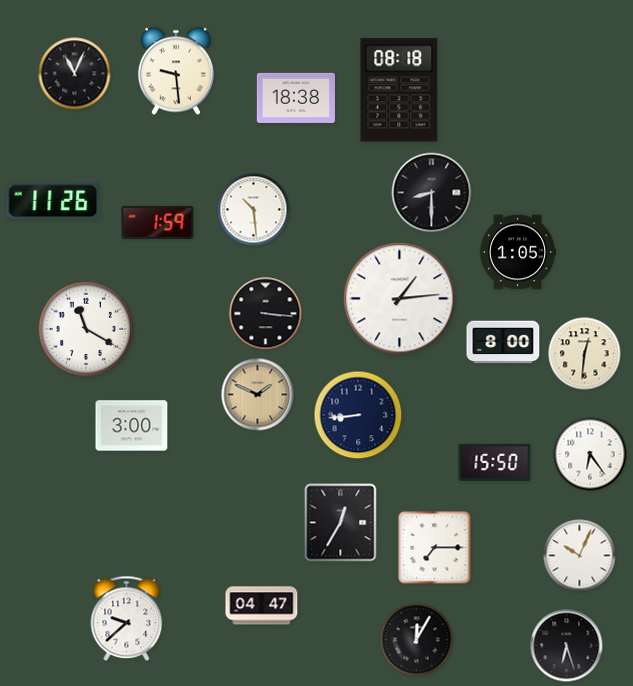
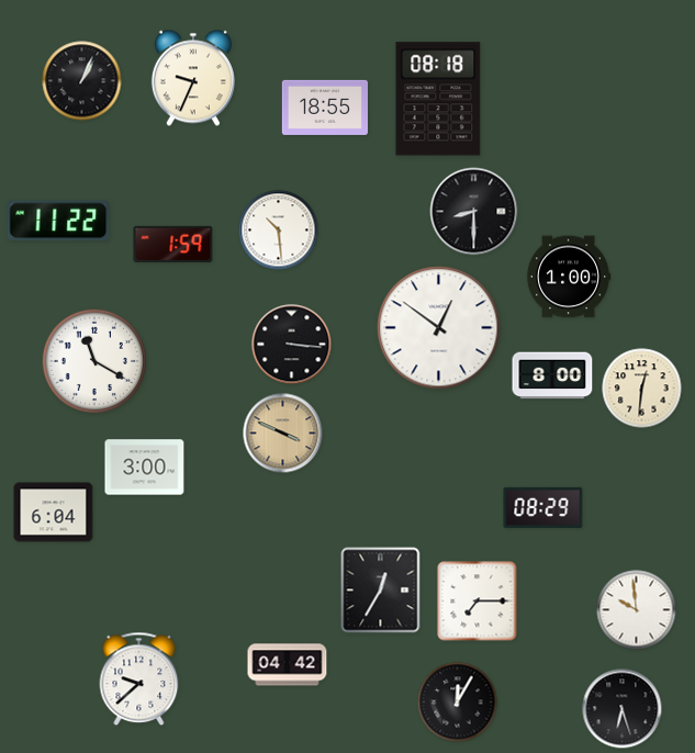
clock at (176, 71): 9:29 -> 9:34
clock at (75, 74): 11:04 -> 1:04
clock at (296, 98): 18:38 -> 18:55
clock at (53, 201): 11:26 -> 11:22
clock at (518, 252): 1:05 -> 1:00
clock at (400, 299): 1:14 -> 12:51
clock at (258, 395): 1:49 -> 3:49
clock at (358, 415): 8:44 -> none
clock at (590, 454): 6:24 -> none
clock at (495, 462): 15:50 -> 08:29
clock at (54, 513): none -> 6:04
clock at (341, 523) position: (341, 523) -> (381, 591)
clock at (580, 556): 10:04 -> 9:59
clock at (262, 606): 04:47 -> 04:42
